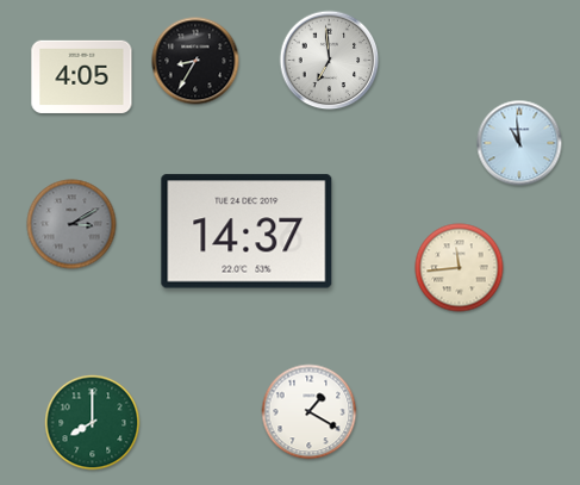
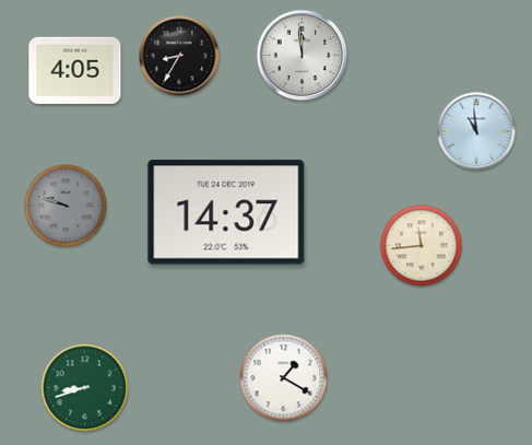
clock at (330, 61): 6:59 -> 11:59
clock at (71, 224): 3:10 -> 9:48
clock at (93, 423): 8:00 -> 8:42
